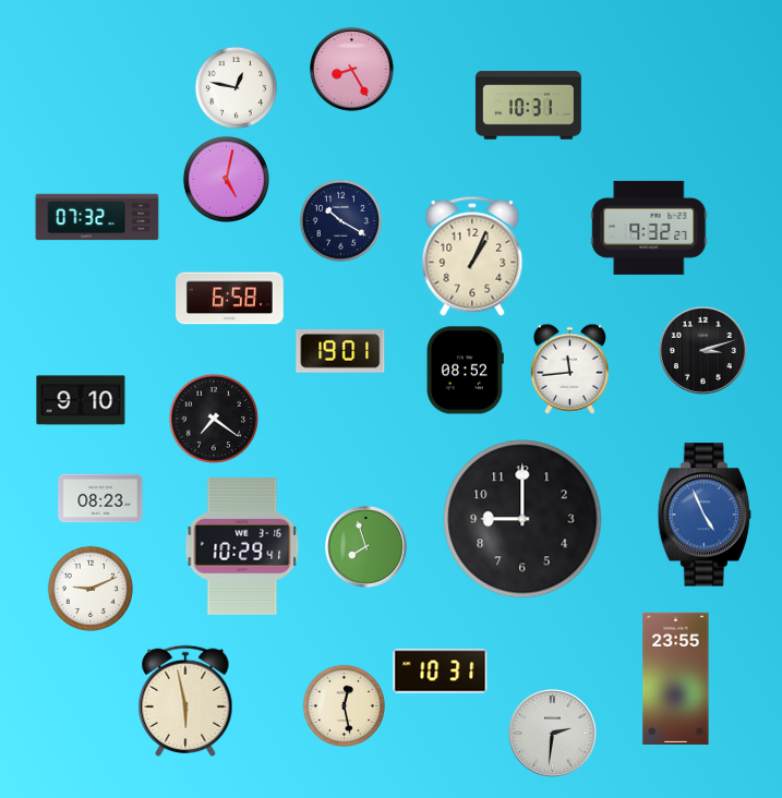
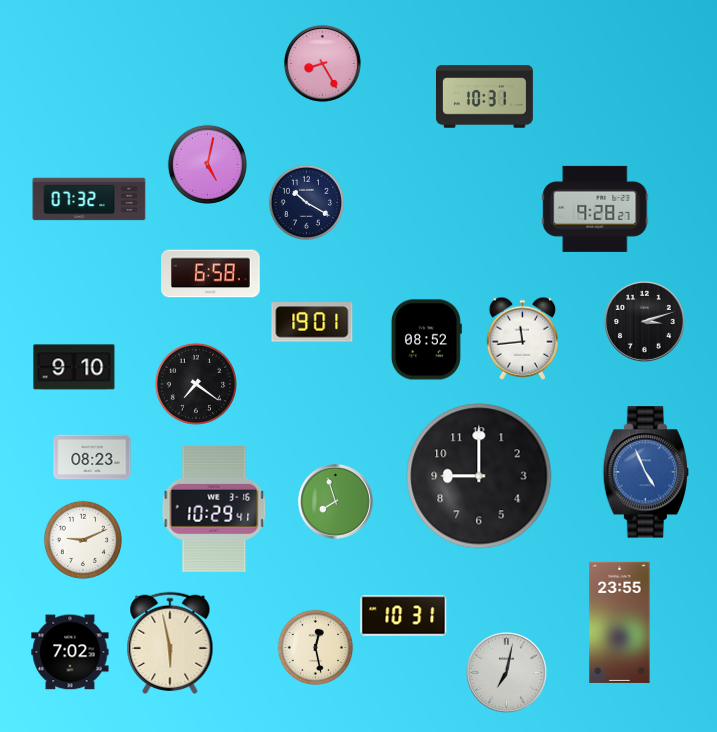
clock at (236, 87): 12:47 -> none
clock at (340, 220) position: (340, 220) -> (306, 202)
clock at (649, 228): 9:32 -> 9:28
clock at (472, 256): 1:04 -> none
clock at (242, 547) position: (242, 547) -> (214, 510)
clock at (70, 652): none -> 7:02
clock at (552, 733): 2:31 -> 7:02
